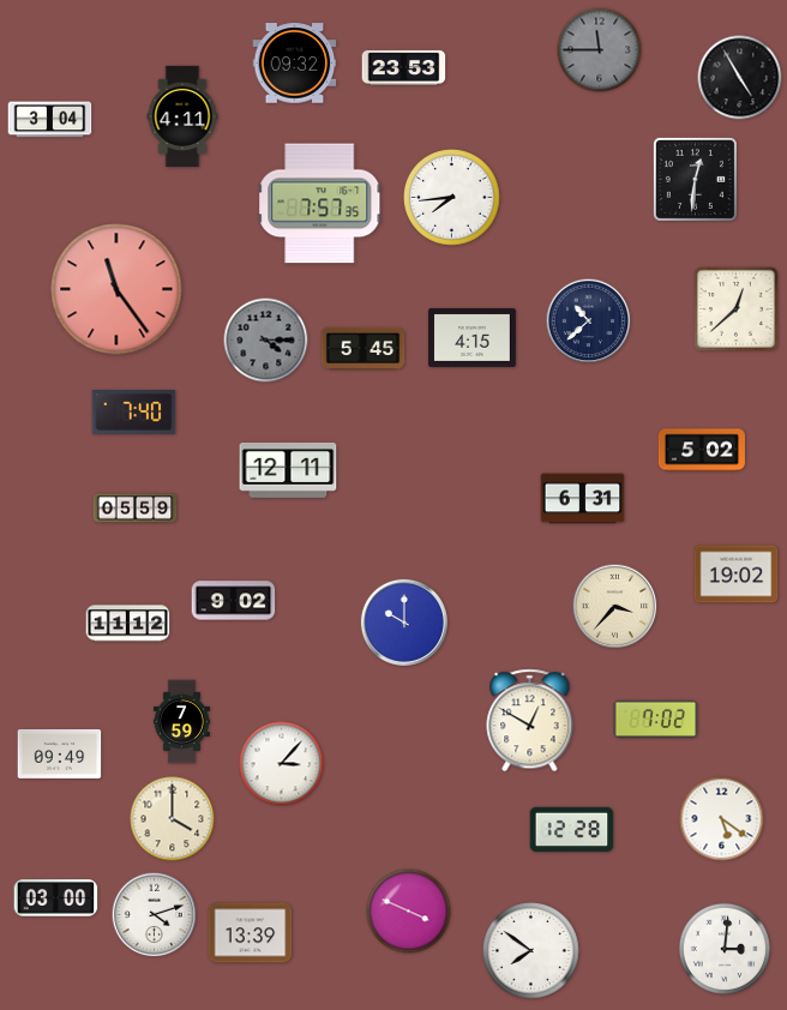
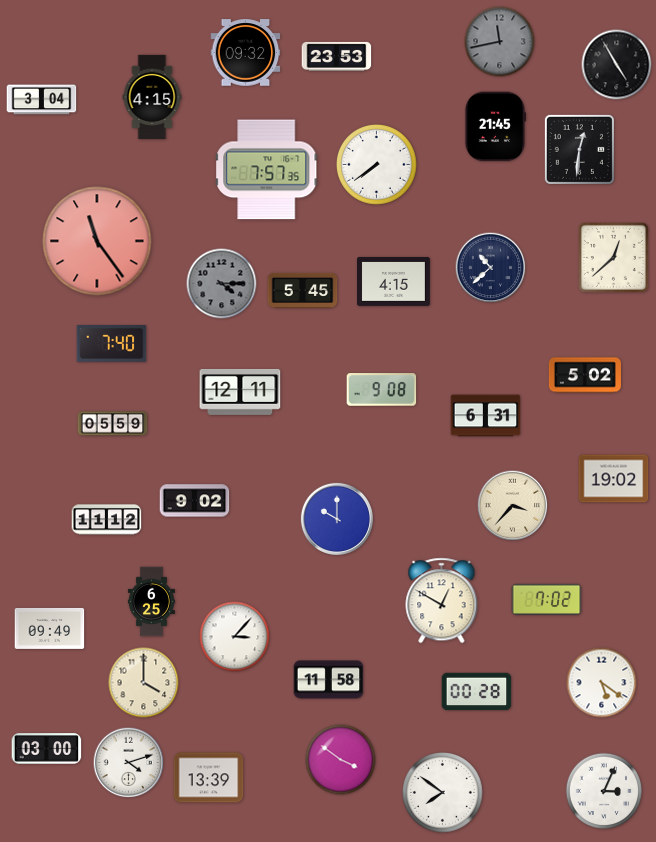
clock at (600, 50): 11:45 -> 11:43
clock at (182, 116): 4:11 -> 4:15
clock at (494, 127): none -> 21:45
clock at (452, 198): 7:44 -> 7:39
clock at (382, 390): none -> 9:08
clock at (181, 722): 7:59 -> 6:25
clock at (329, 680): none -> 11:58
clock at (572, 830): 12:28 -> 00:28
clock at (409, 912): 3:49 -> 3:51
clock at (725, 949): 3:01 -> 3:04
